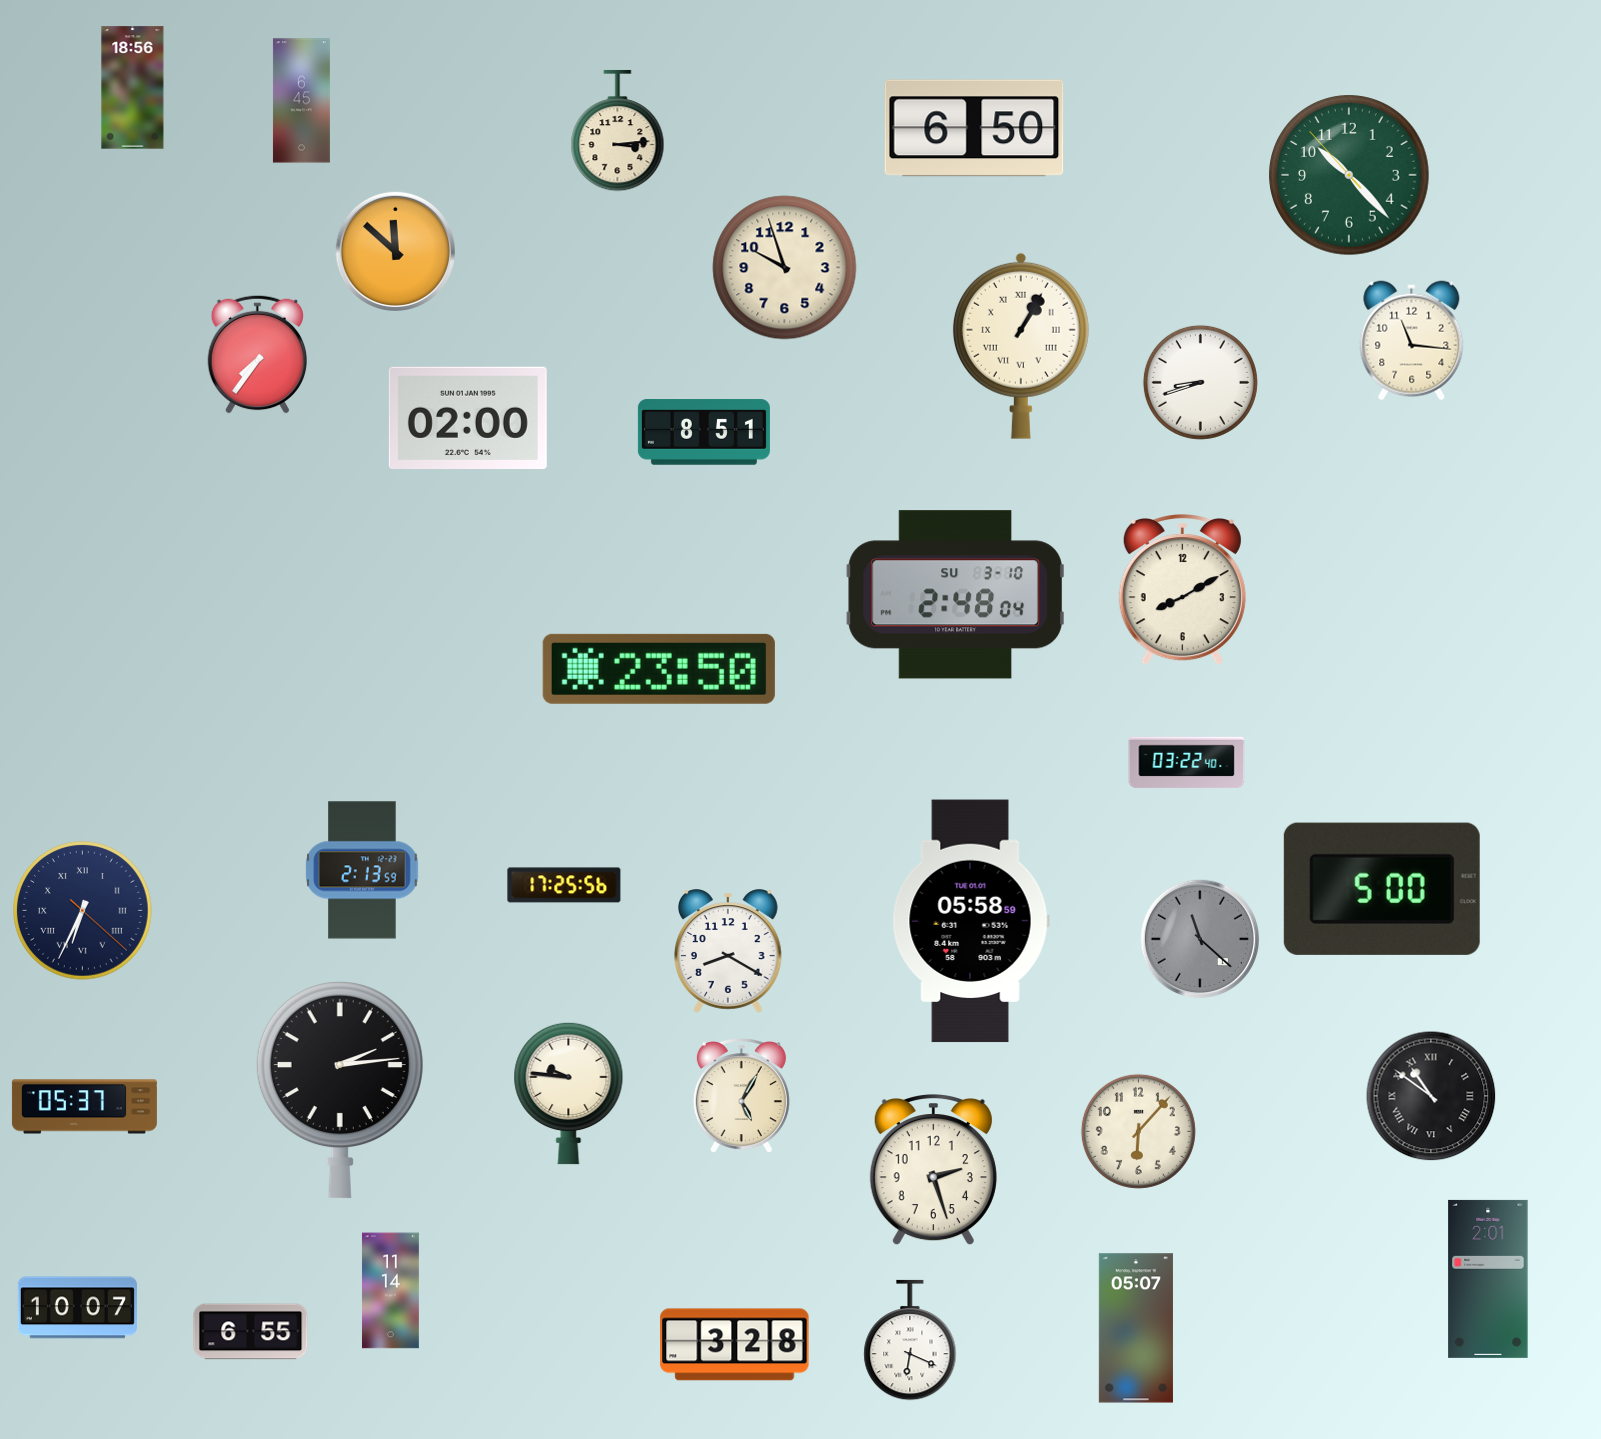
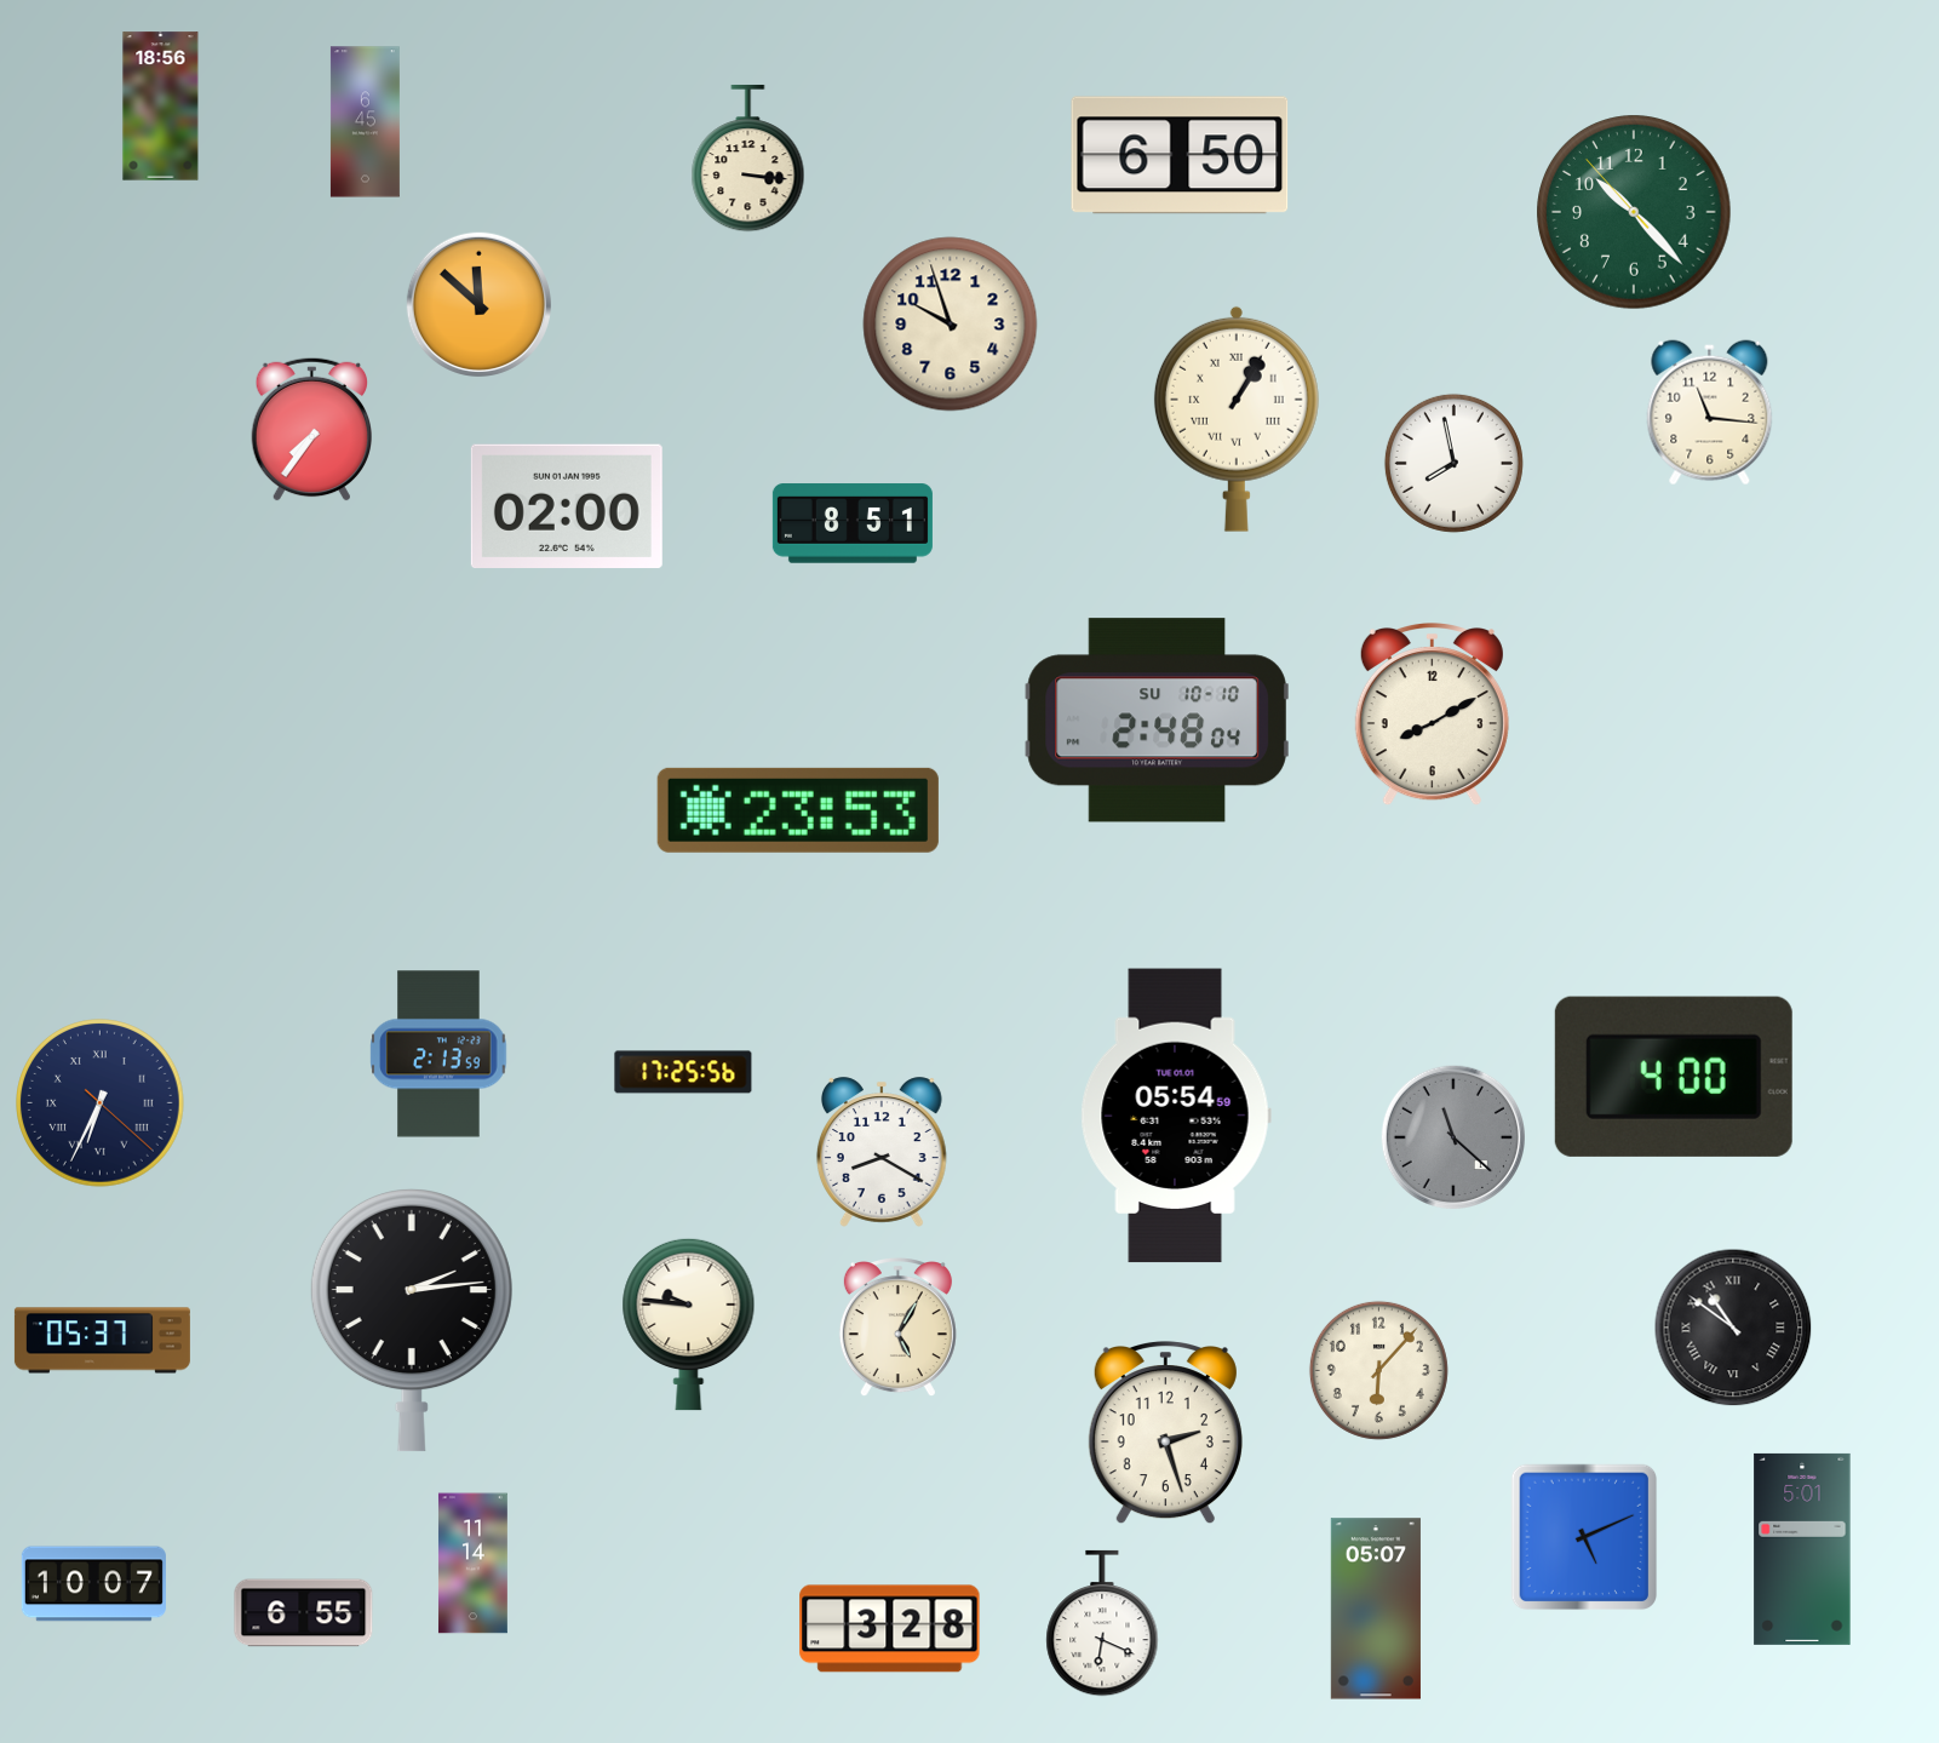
clock at (618, 131): 3:14 -> 3:16
clock at (1200, 382): 8:42 -> 7:58
clock at (955, 595) date: SU 3-10 -> SU 10-10
clock at (659, 669): 23:50 -> 23:53
clock at (1187, 763): 03:22 -> none
clock at (1382, 889): 5:00 -> 4:00
clock at (971, 921): 05:58 -> 05:54
clock at (933, 1171) position: (933, 1171) -> (1165, 1434)
clock at (1584, 1537): none -> 5:11
clock at (1488, 1279): 2:01 -> 5:01
